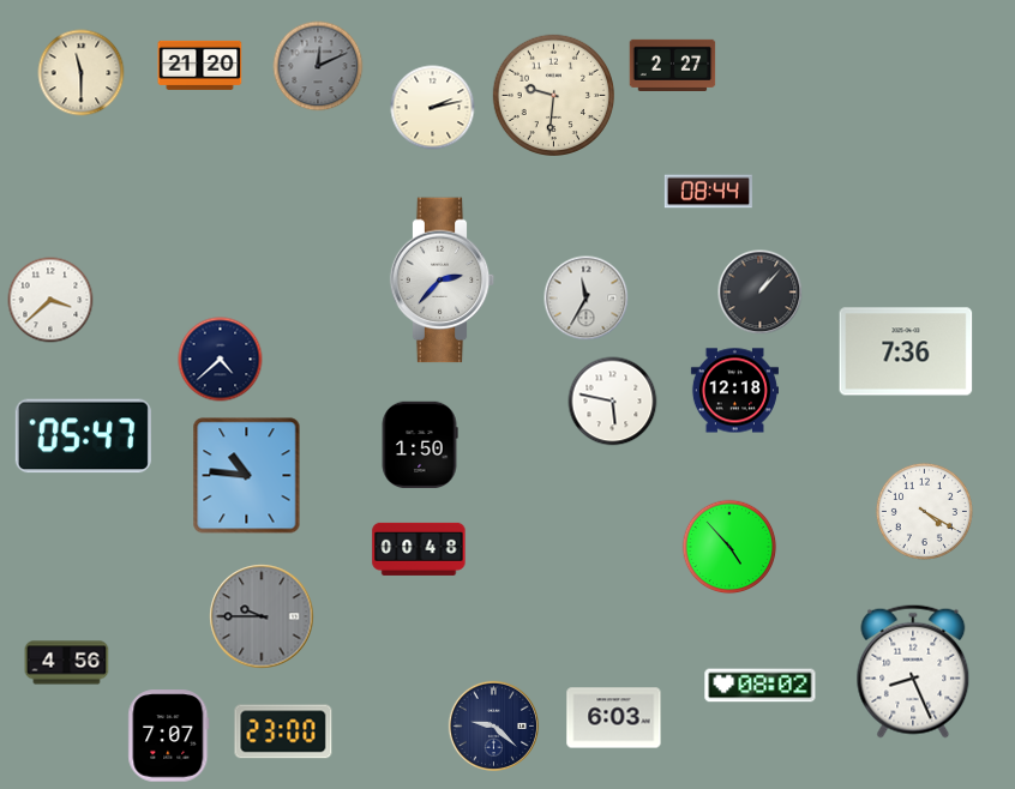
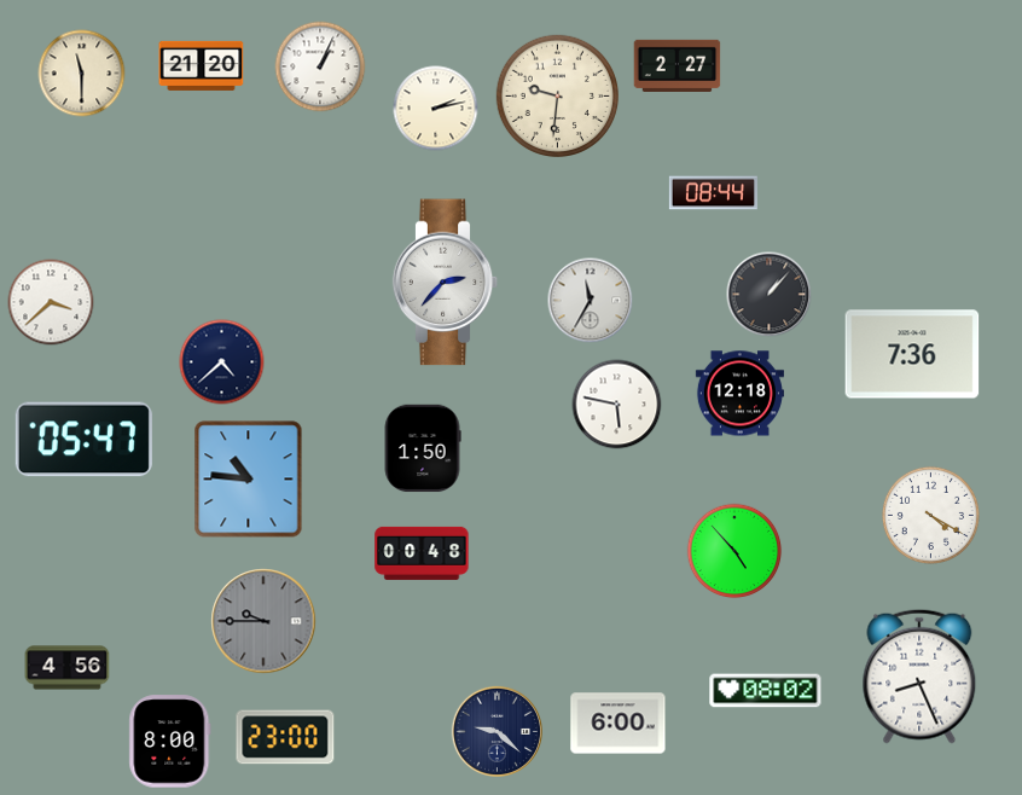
clock at (318, 66): 12:11 -> 1:04
clock at (318, 66) dial: grey -> white
clock at (761, 293) position: (761, 293) -> (770, 295)
clock at (614, 718): 6:03 -> 6:00
clock at (169, 736): 7:07 -> 8:00
